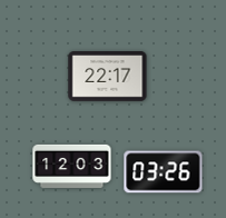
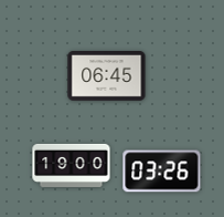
clock at (108, 77): 22:17 -> 06:45
clock at (72, 166): 12:03 -> 19:00
